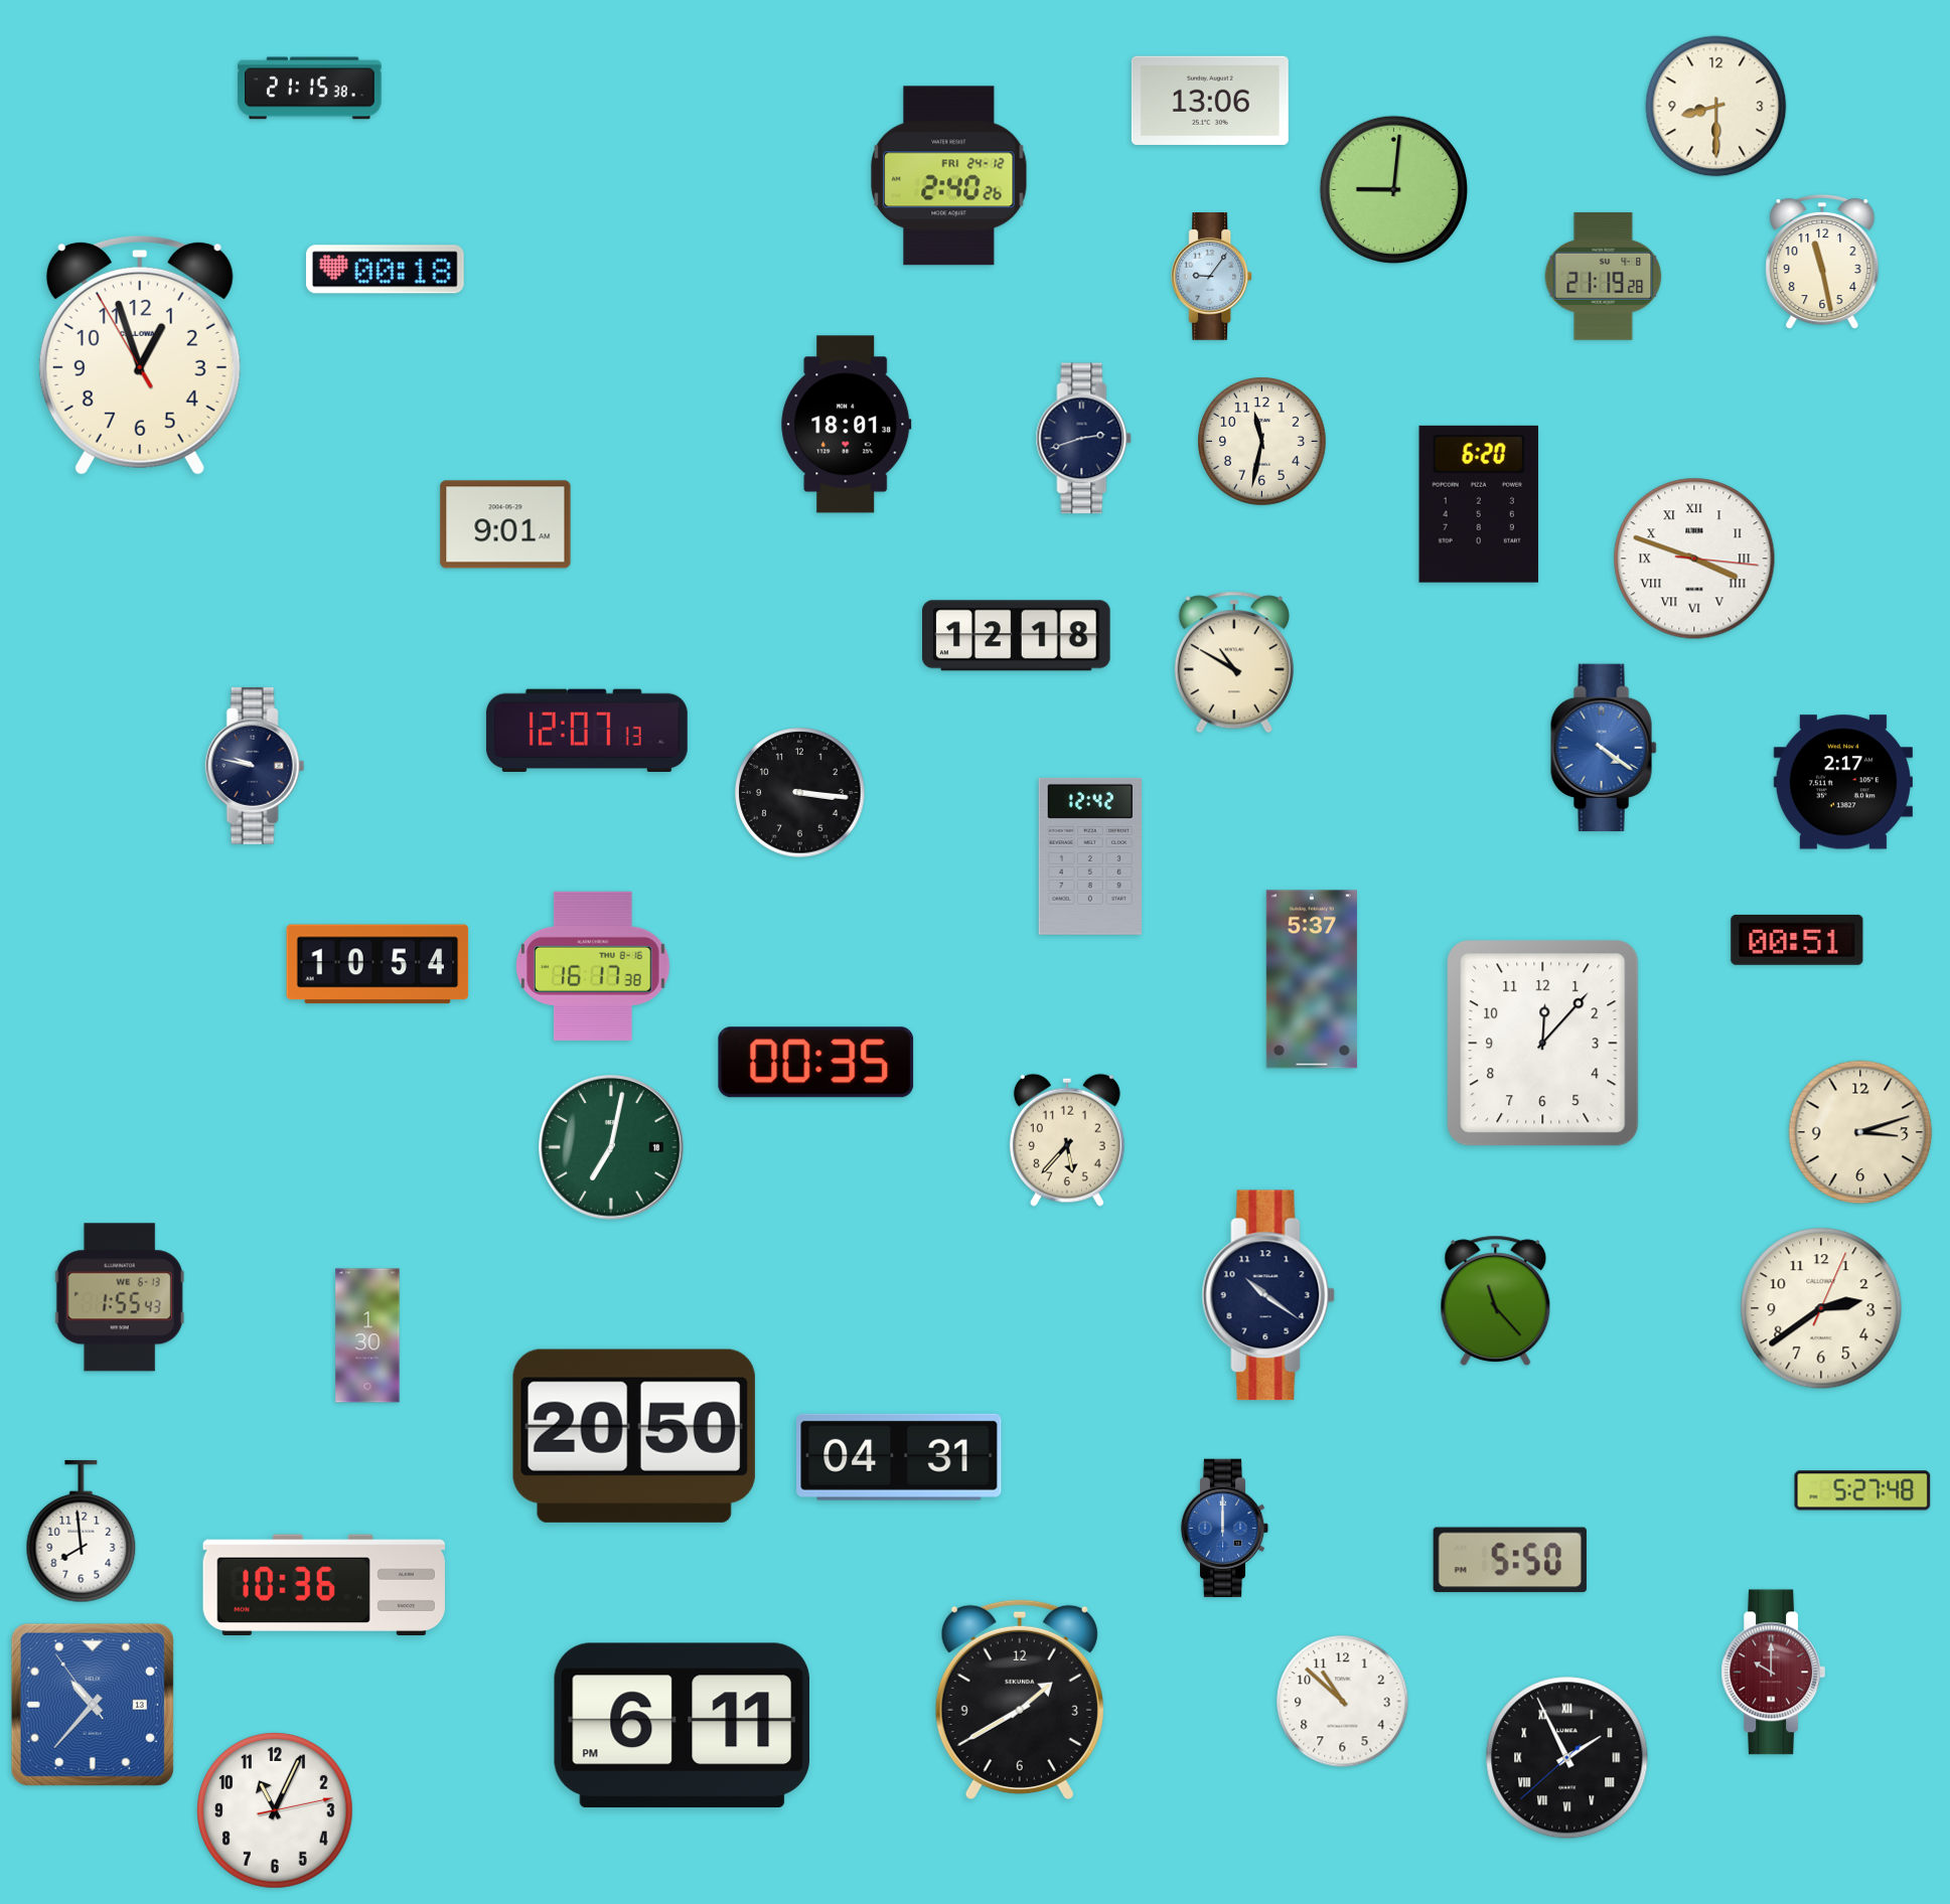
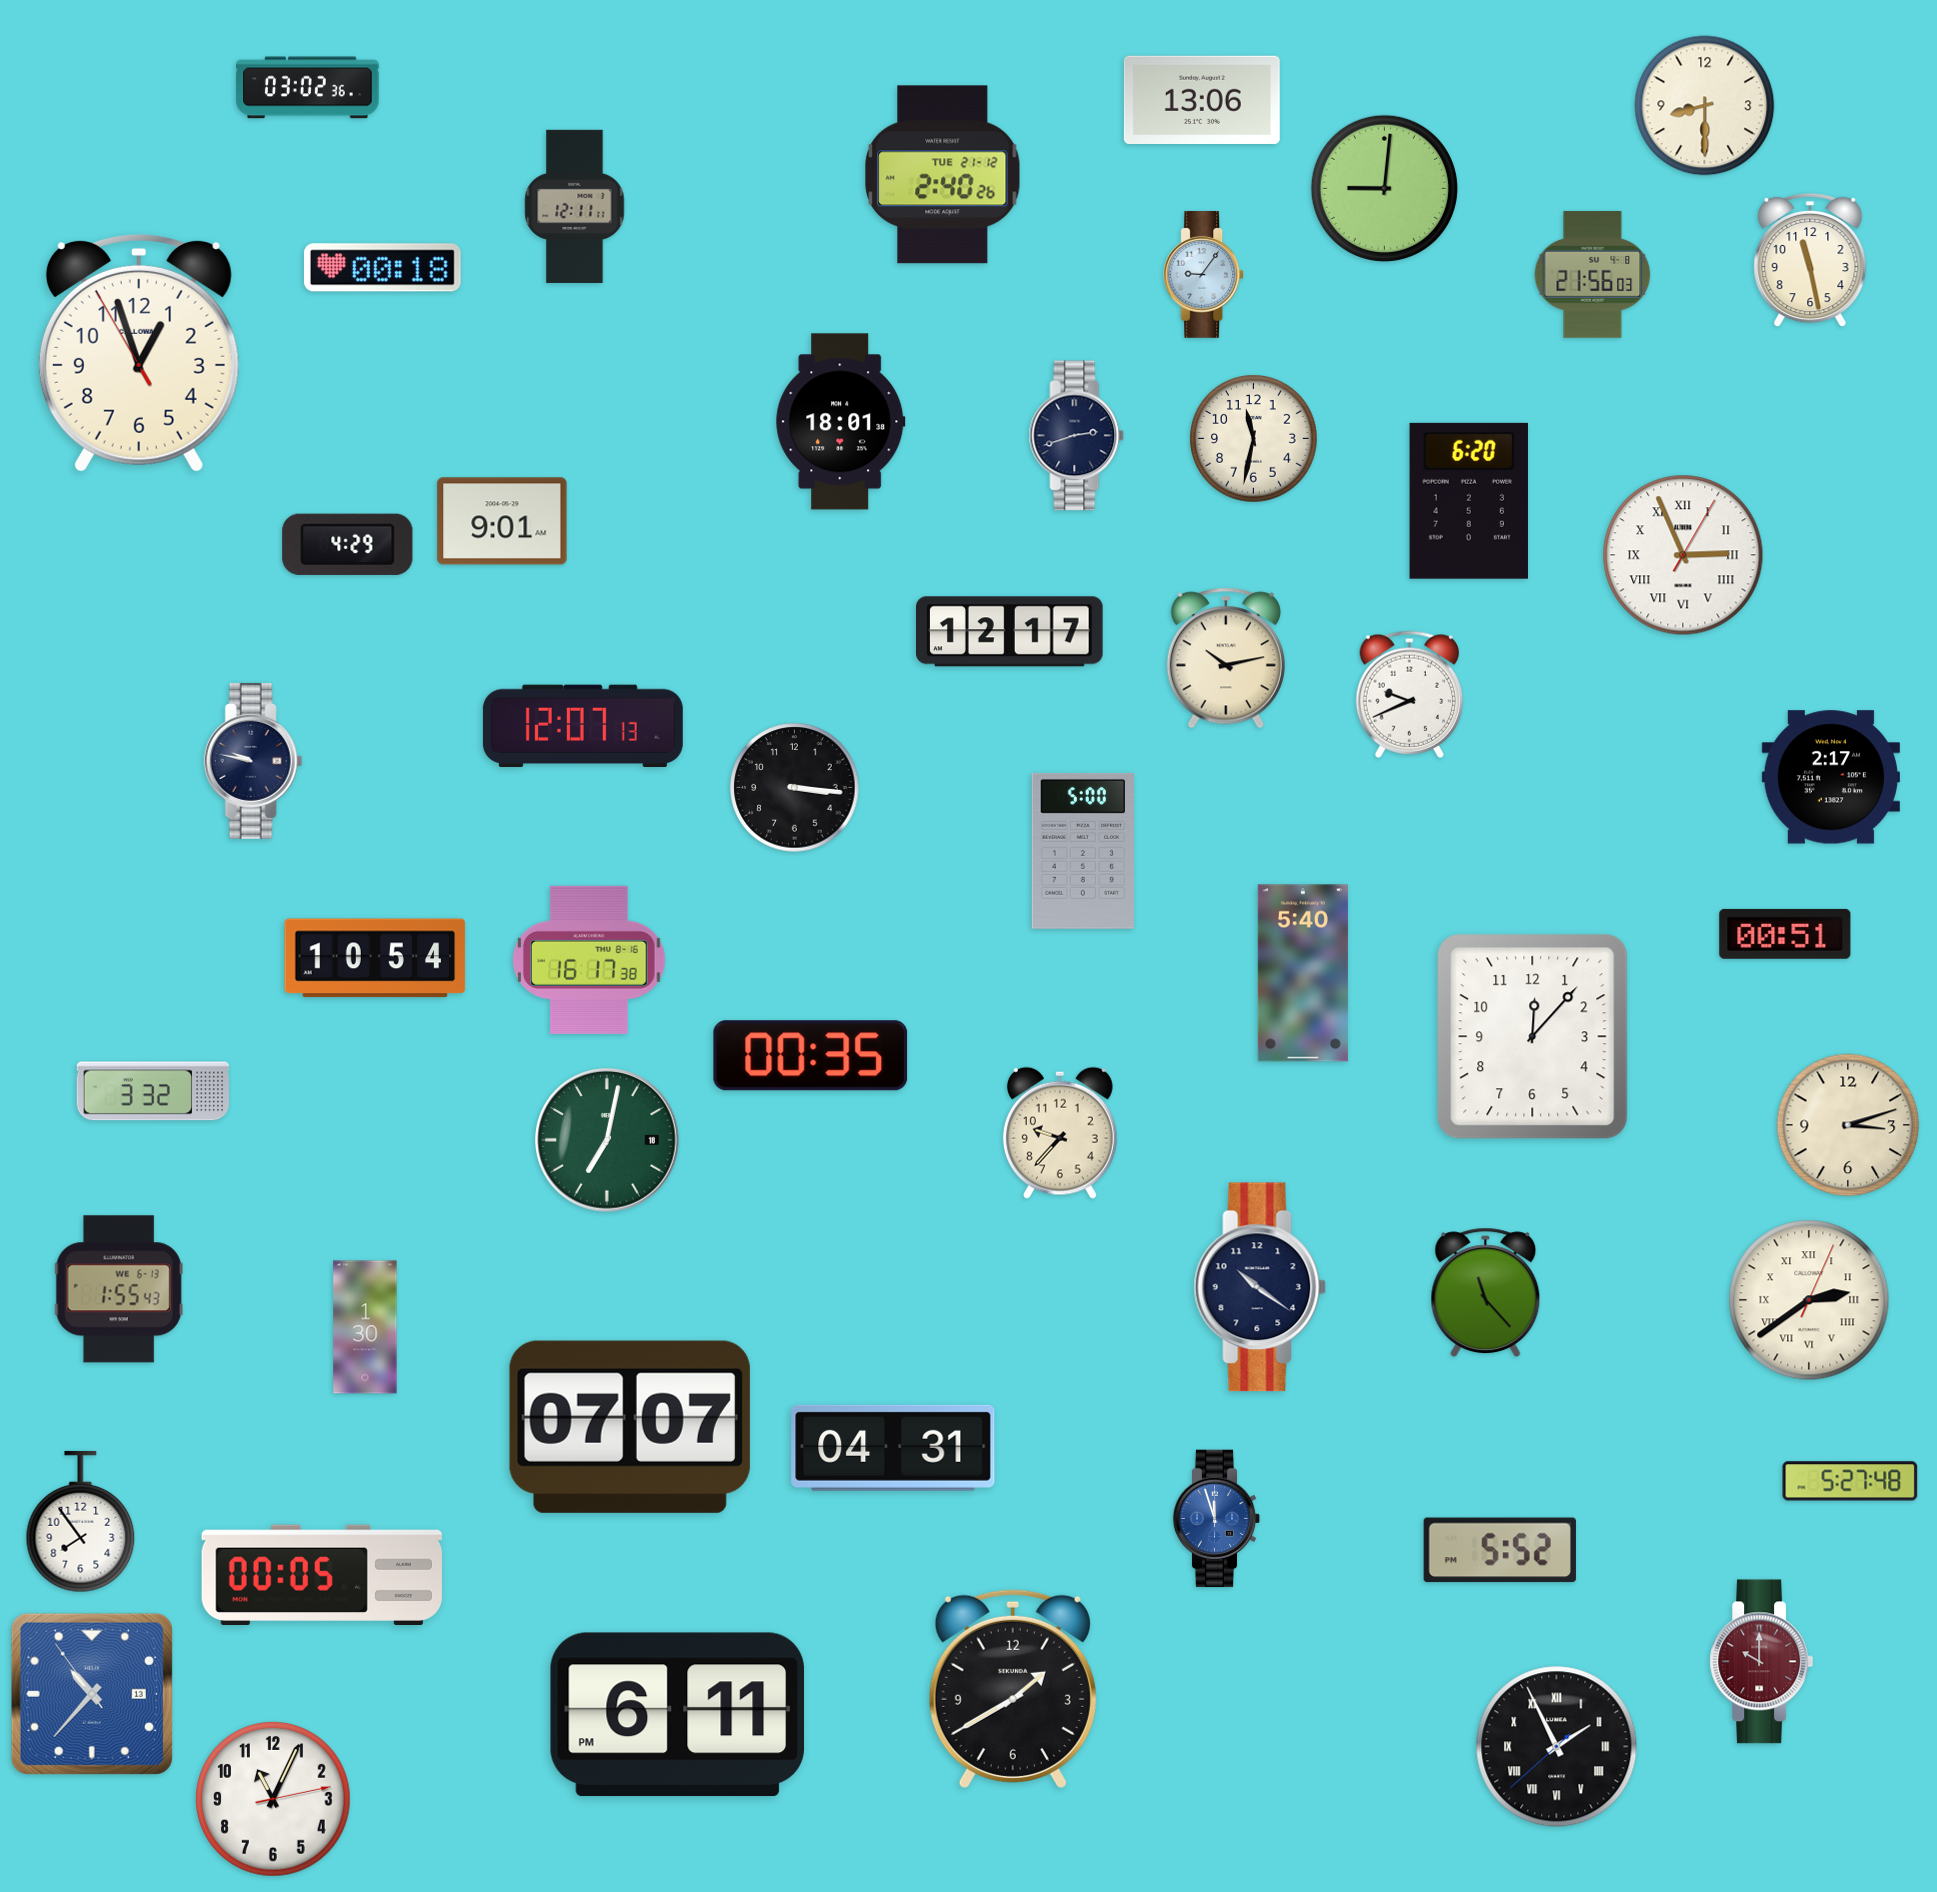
clock at (310, 89): 21:15 -> 03:02
clock at (949, 176) date: FRI 24-12 -> TUE 21-12
clock at (575, 206): none -> 12:11
clock at (1604, 276): 21:19 -> 21:56
clock at (348, 544): none -> 4:29
clock at (1694, 559): 3:48 -> 2:56
clock at (1017, 636): 12:18 -> 12:17
clock at (1234, 662): 10:50 -> 10:13
clock at (1409, 694): none -> 9:41
clock at (1604, 748): 4:21 -> none
clock at (1090, 856): 12:42 -> 5:00
clock at (1312, 979): 5:37 -> 5:40
clock at (152, 1091): none -> 3:32
clock at (1067, 1140): 5:37 -> 9:37
clock at (1821, 1308) numerals: Arabic -> Roman
clock at (634, 1436): 20:50 -> 07:07
clock at (1225, 1529): 12:00 -> 11:57
clock at (82, 1532): 7:59 -> 7:54
clock at (1510, 1560): 5:50 -> 5:52
clock at (324, 1584): 10:36 -> 00:05
clock at (1343, 1702): 10:52 -> none
